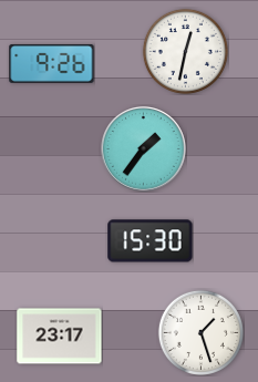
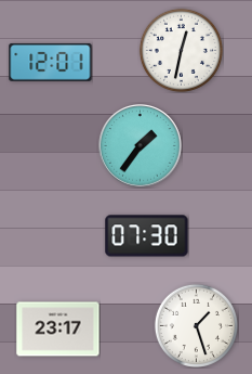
clock at (52, 63): 9:26 -> 12:01
clock at (151, 241): 15:30 -> 07:30
